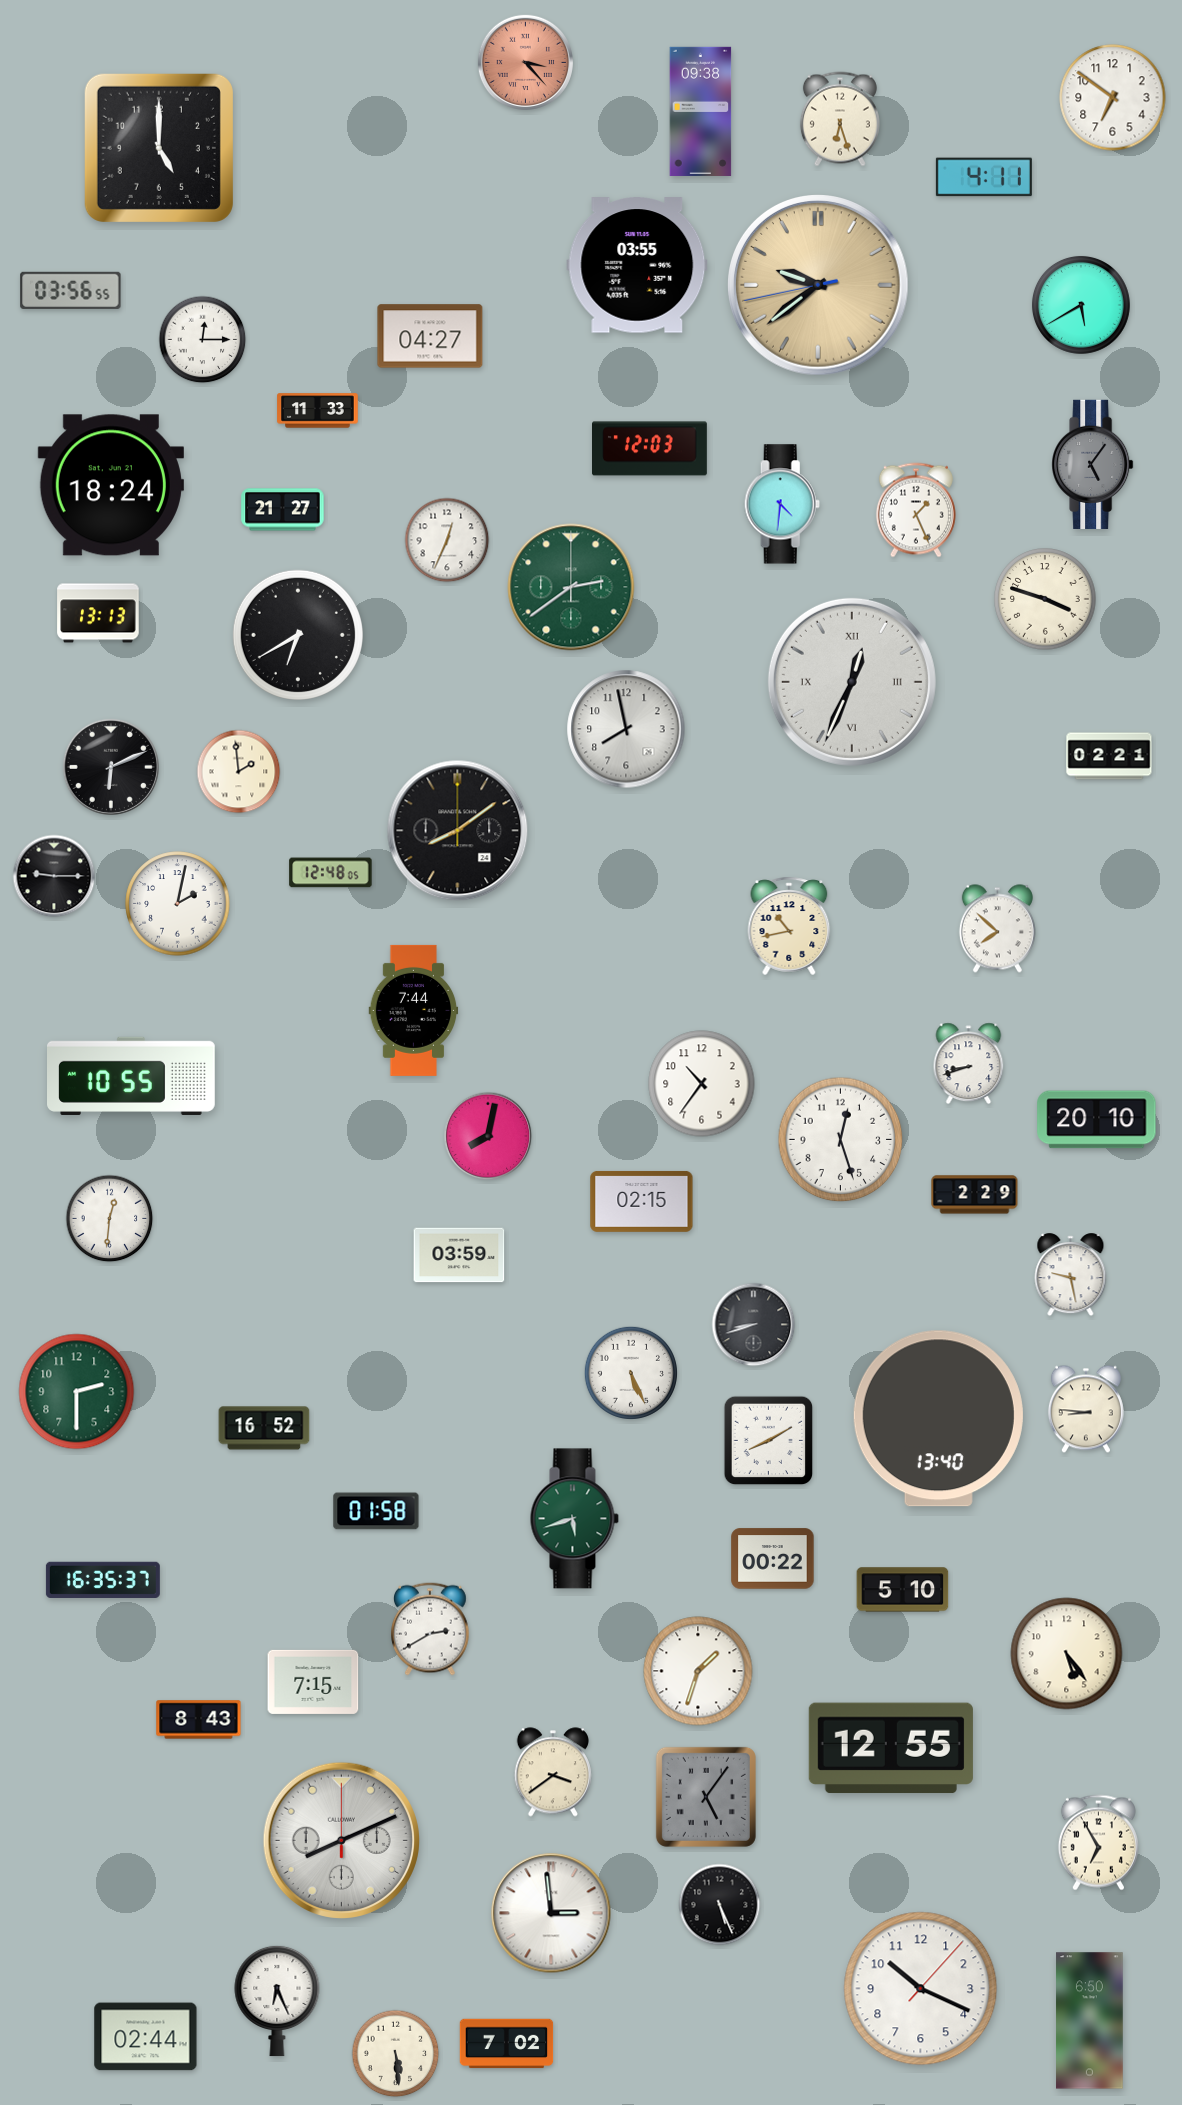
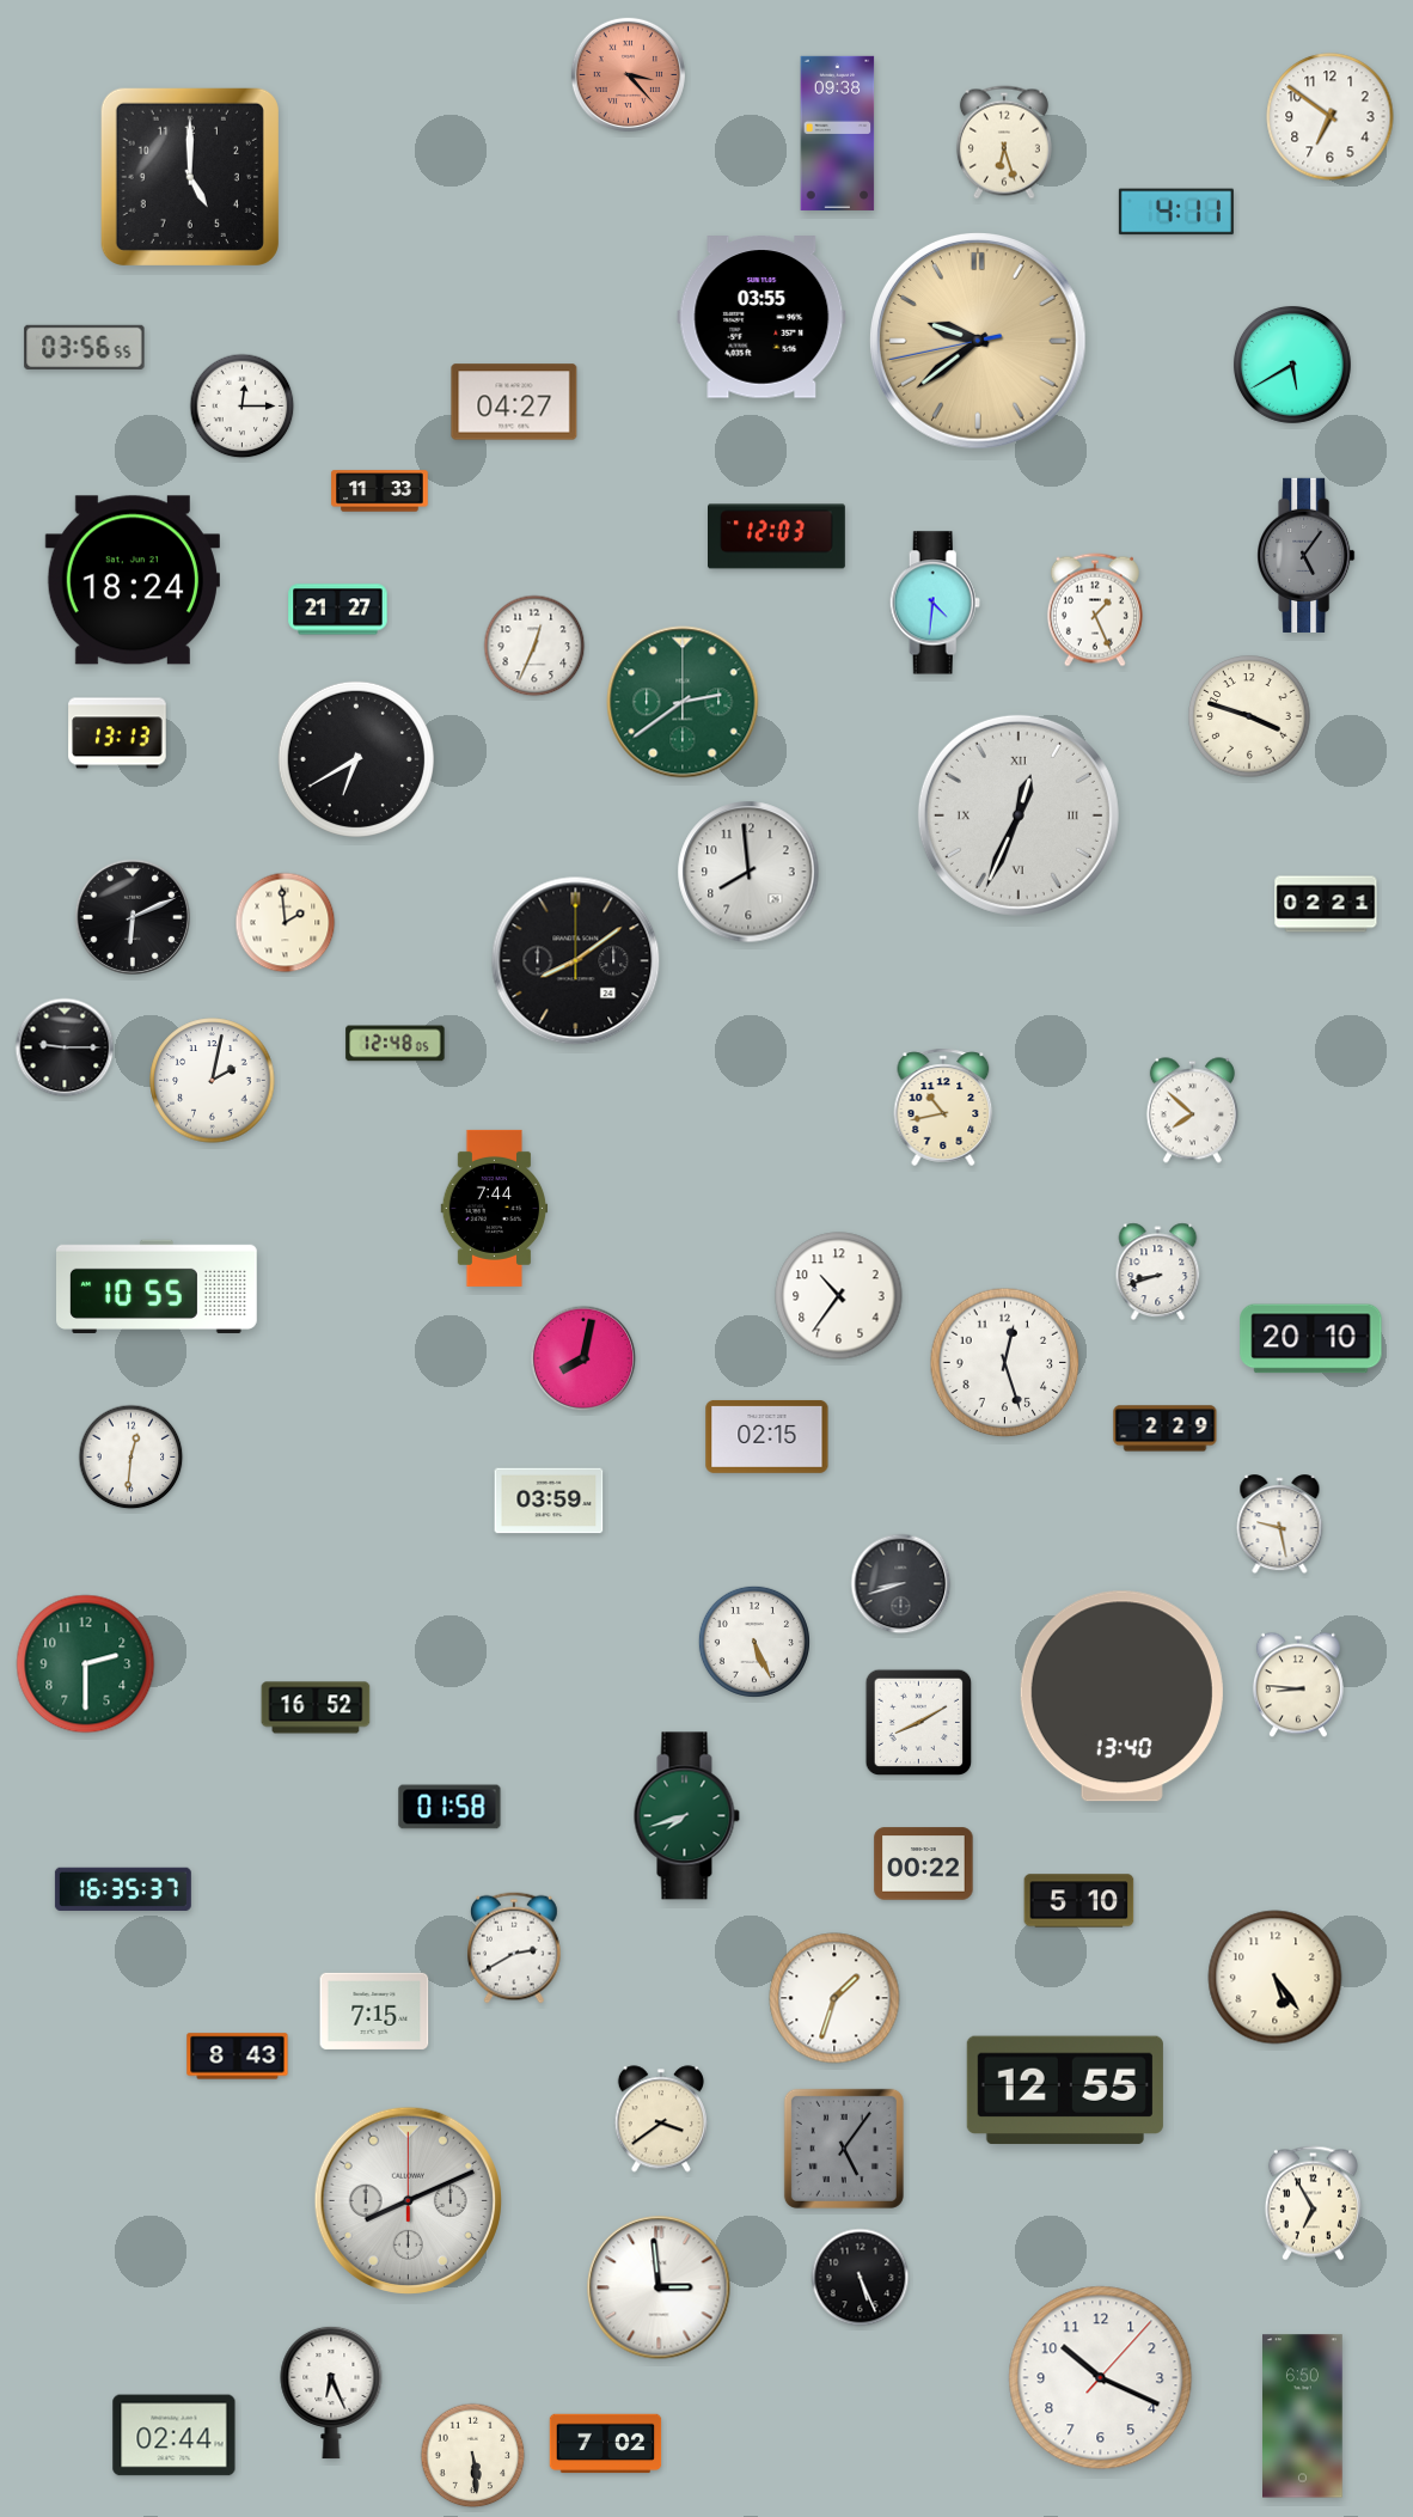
clock at (626, 729): 7:58 -> 7:59
clock at (458, 831) position: (458, 831) -> (576, 961)
clock at (77, 1392) position: (77, 1392) -> (86, 1664)
clock at (574, 1519): 5:42 -> 7:42
